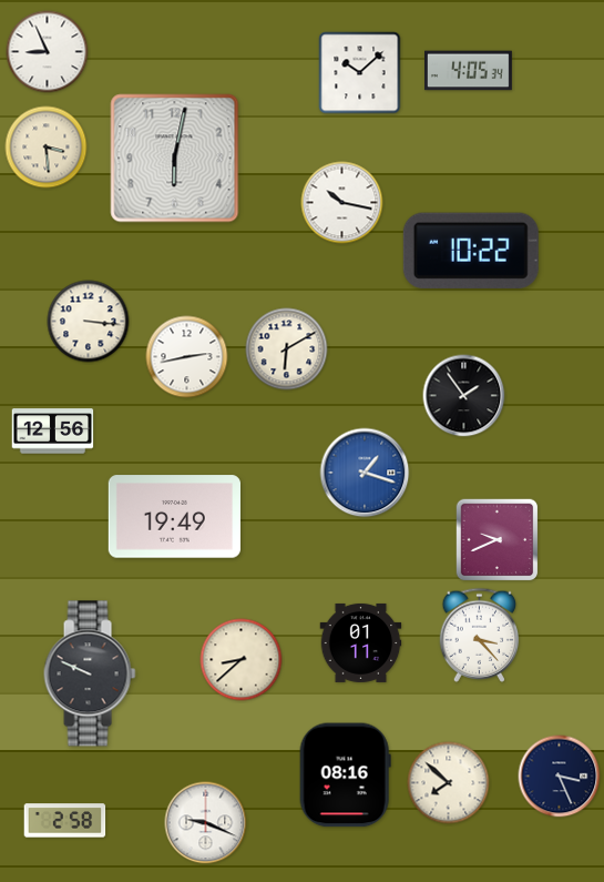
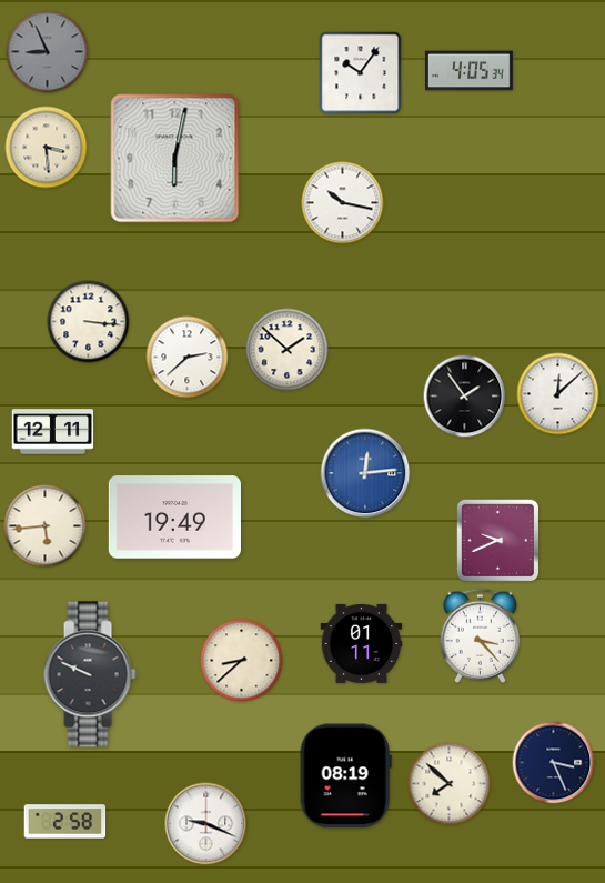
clock at (48, 52) dial: white -> grey
clock at (360, 73): 10:08 -> 10:06
clock at (471, 251): 10:22 -> none
clock at (287, 349): 6:10 -> 1:52
clock at (187, 357): 2:43 -> 2:38
clock at (558, 394): none -> 12:08
clock at (53, 432): 12:56 -> 12:11
clock at (365, 473): 1:18 -> 12:14
clock at (46, 526): none -> 5:44
clock at (345, 775): 08:16 -> 08:19
clock at (560, 777) position: (560, 777) -> (554, 763)
